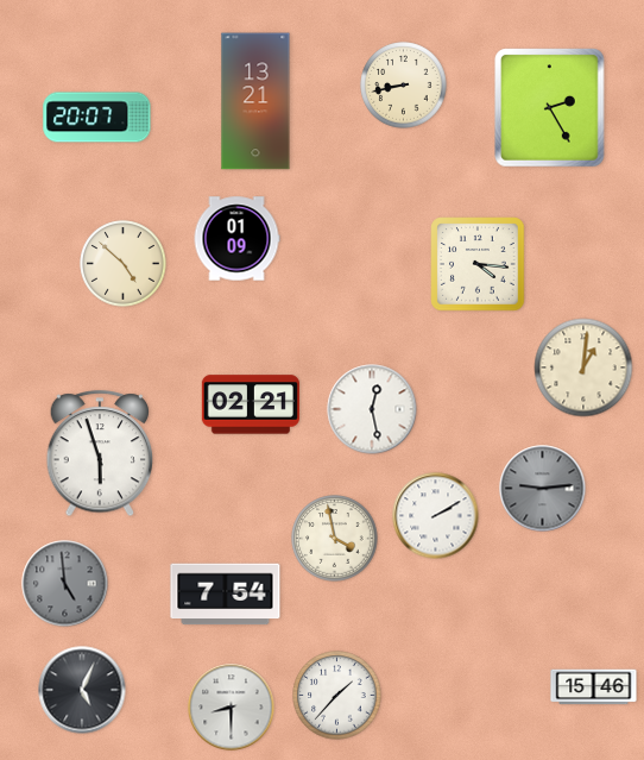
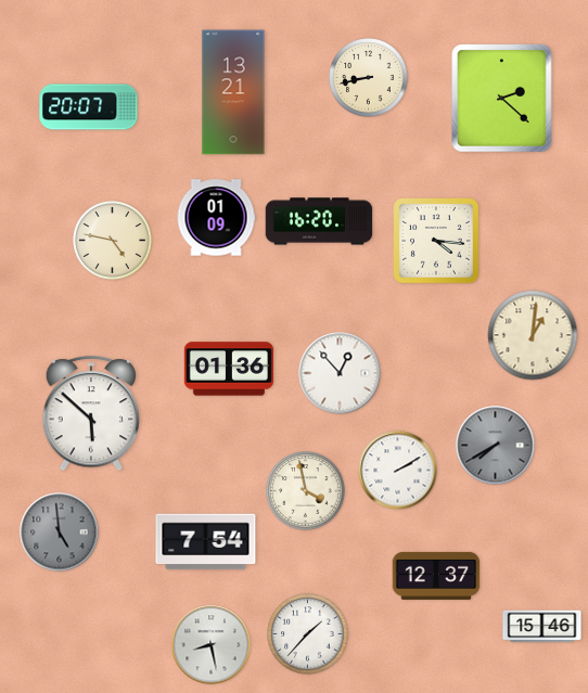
clock at (550, 108): 2:25 -> 2:22
clock at (319, 221): none -> 16:20
clock at (124, 264): 4:52 -> 4:47
clock at (251, 404): 02:21 -> 01:36
clock at (372, 409): 12:28 -> 12:53
clock at (100, 454): 5:57 -> 5:52
clock at (543, 489): 9:14 -> 7:40
clock at (436, 576): none -> 12:37
clock at (82, 690): 5:04 -> none
clock at (232, 708): 8:30 -> 8:28
